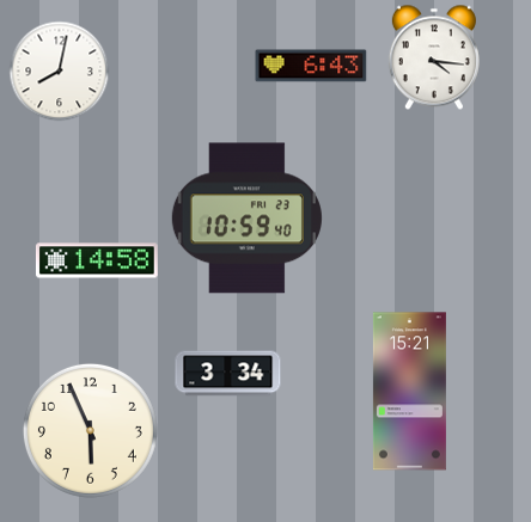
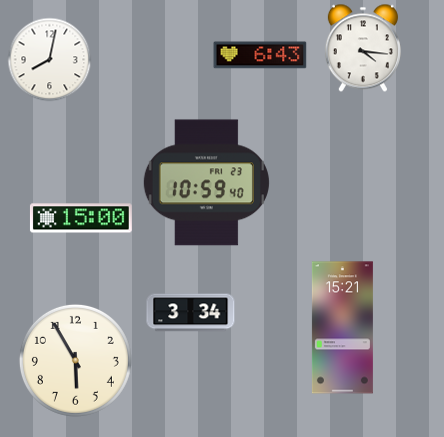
clock at (97, 260): 14:58 -> 15:00
clock at (90, 430): 5:56 -> 5:55
